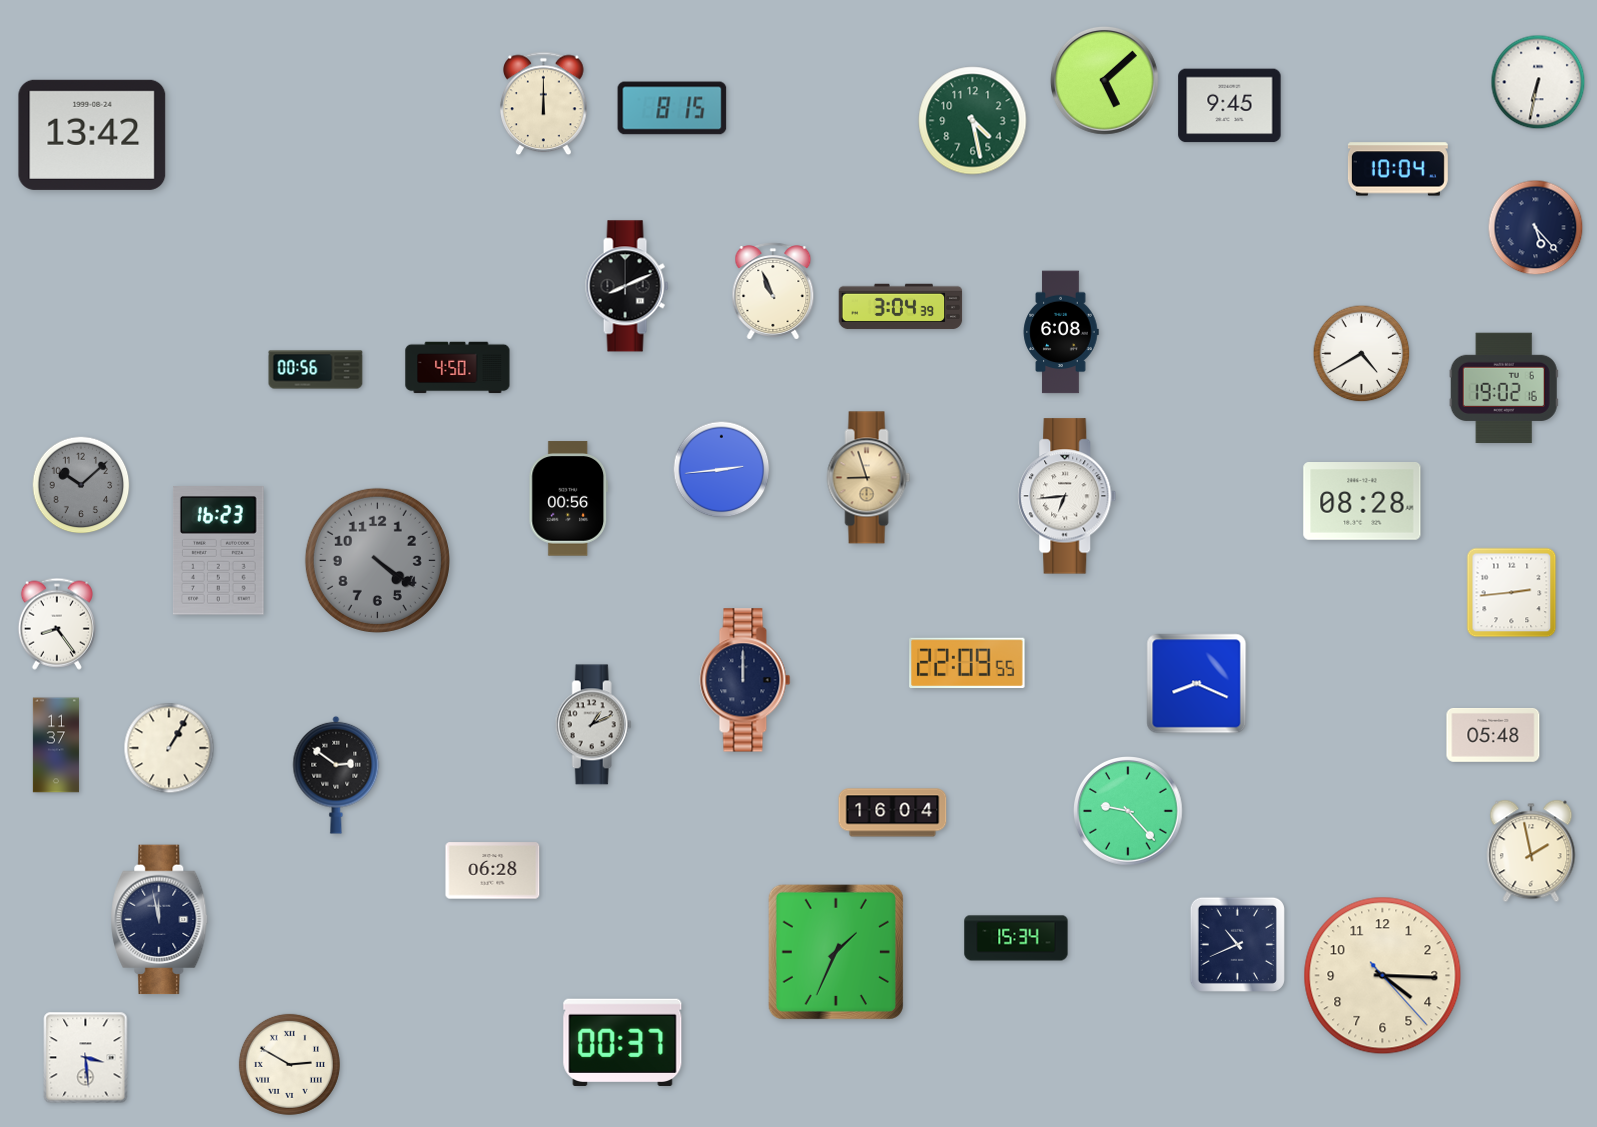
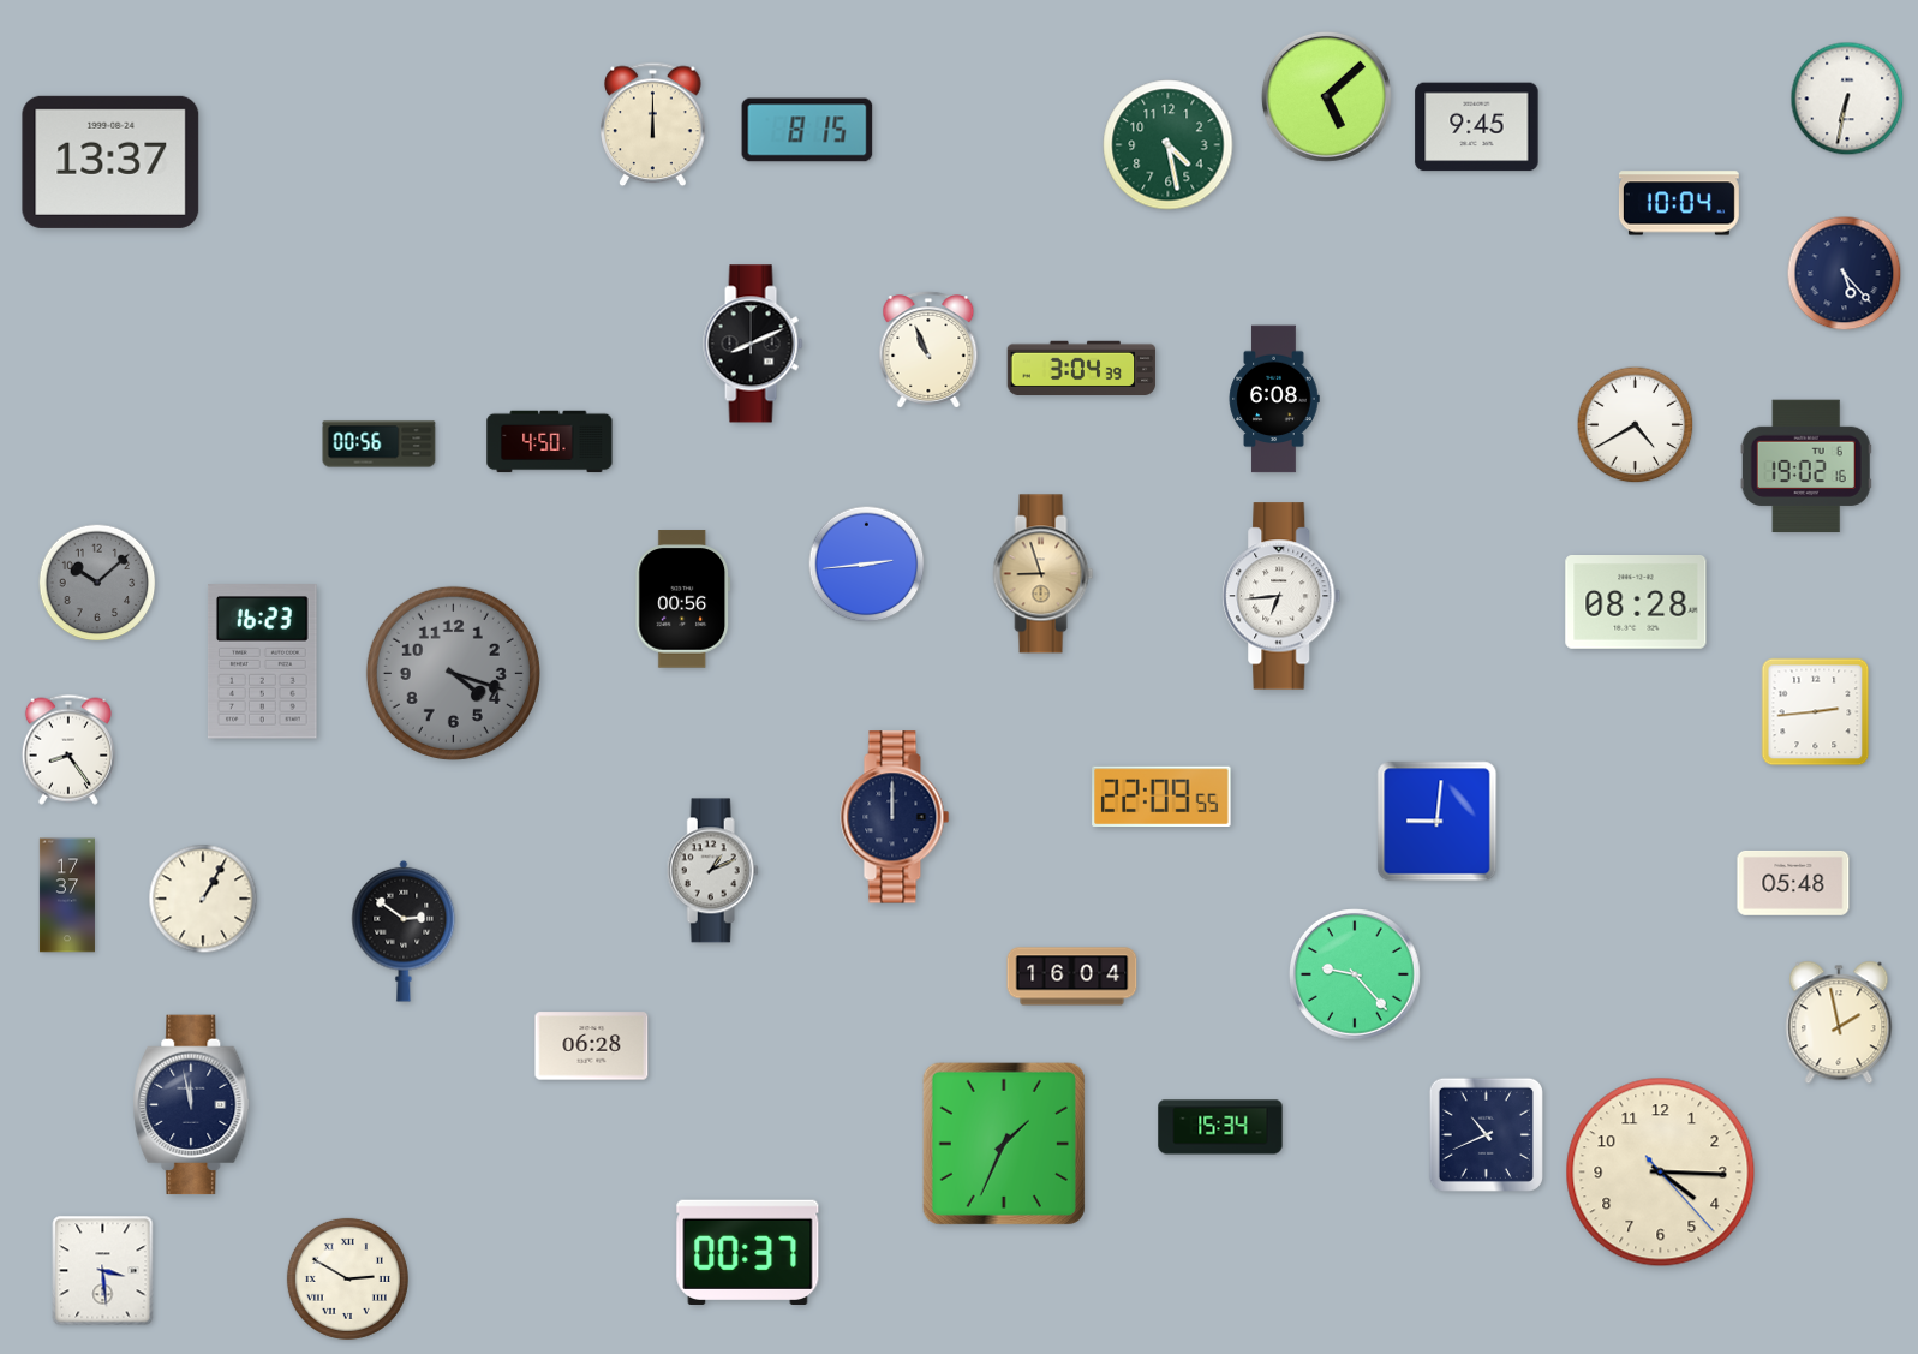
clock at (92, 135): 13:42 -> 13:37
clock at (377, 560): 4:21 -> 4:18
clock at (1197, 684): 8:19 -> 9:01
clock at (56, 745): 11:37 -> 17:37
